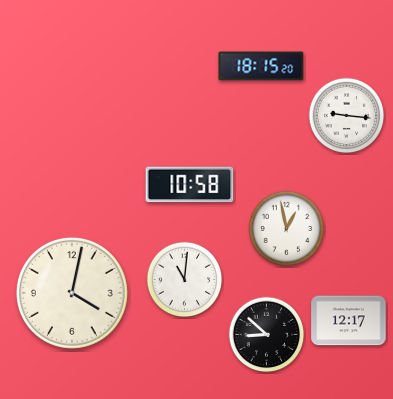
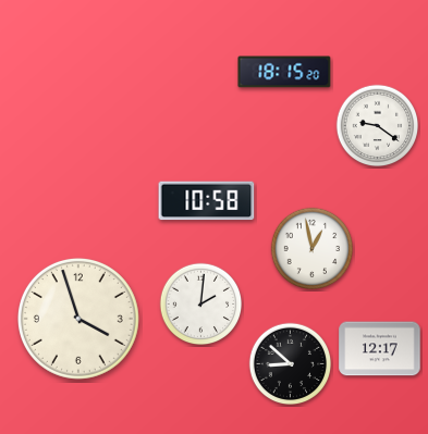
clock at (347, 116): 9:16 -> 9:21
clock at (185, 280): 11:01 -> 2:01
clock at (72, 293): 4:02 -> 3:57
